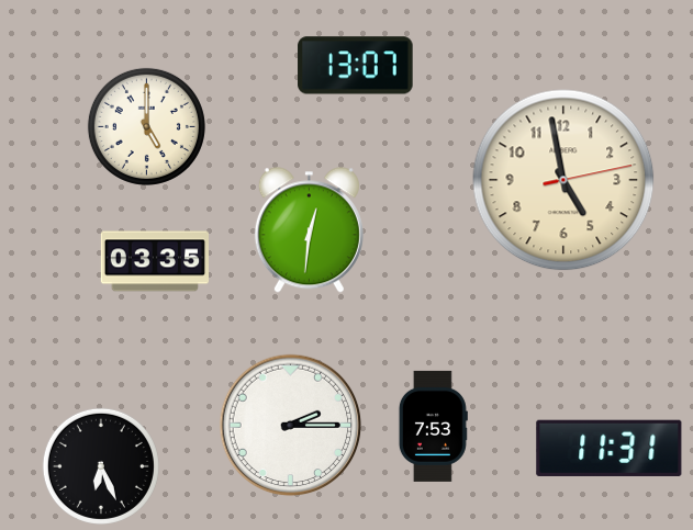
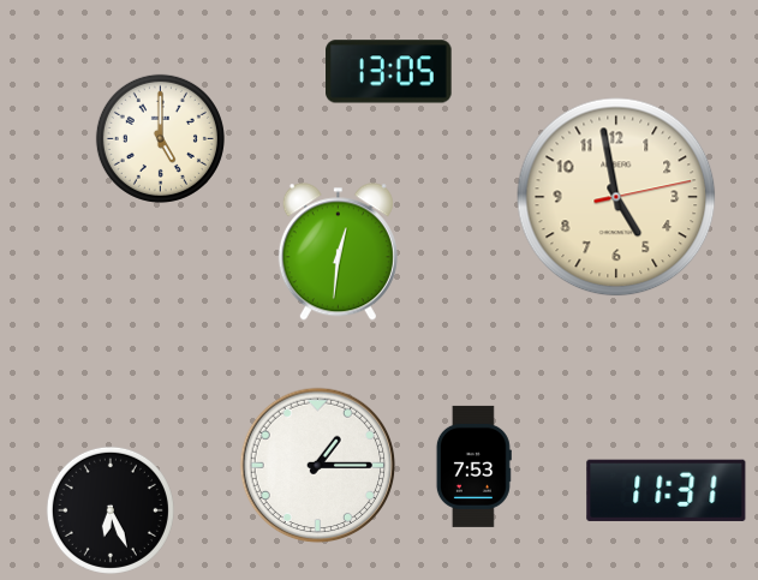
clock at (356, 66): 13:07 -> 13:05
clock at (154, 261): 03:35 -> none
clock at (291, 426): 2:15 -> 1:15
